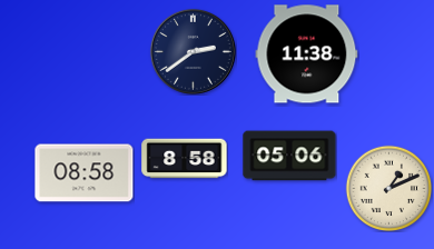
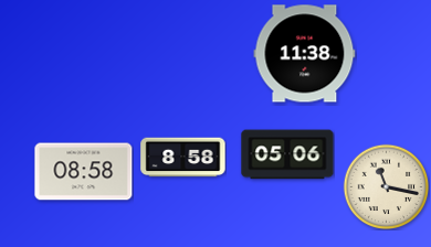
clock at (193, 51): 2:39 -> none
clock at (388, 188): 1:11 -> 11:17
